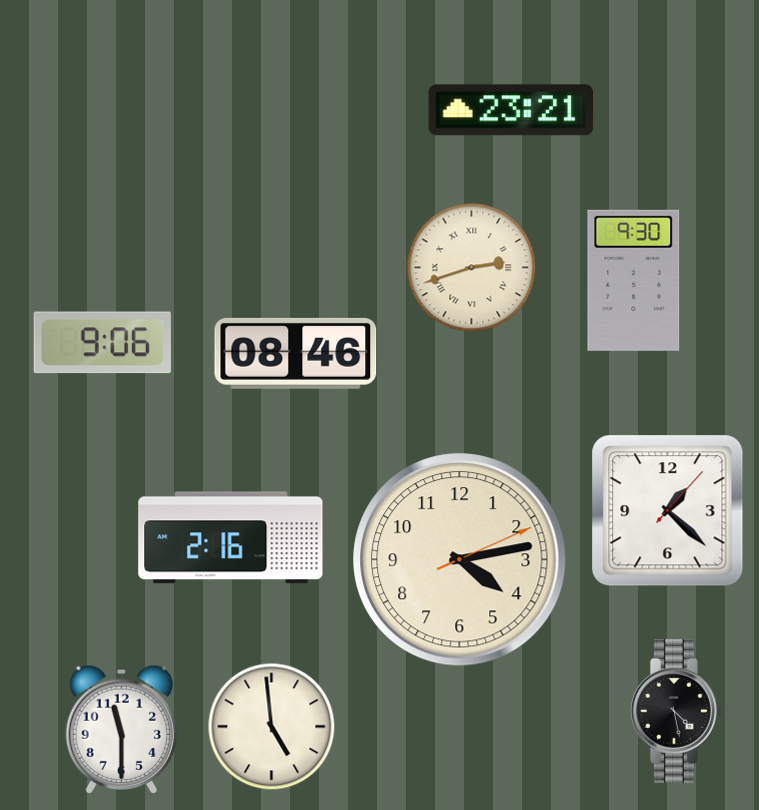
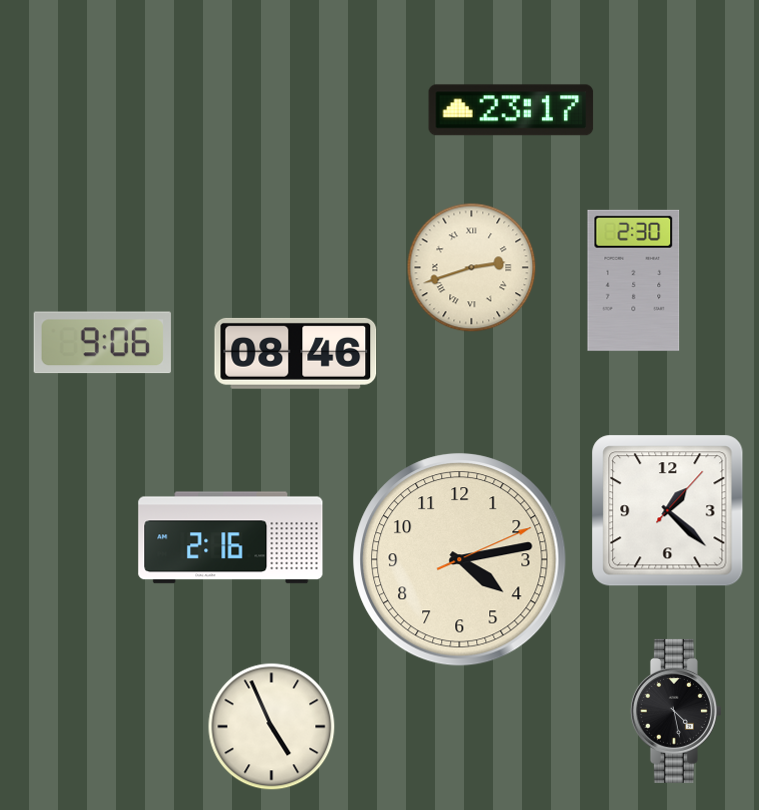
clock at (511, 110): 23:21 -> 23:17
clock at (634, 280): 9:30 -> 2:30
clock at (272, 727): 4:59 -> 4:56
clock at (121, 729): 11:30 -> none
